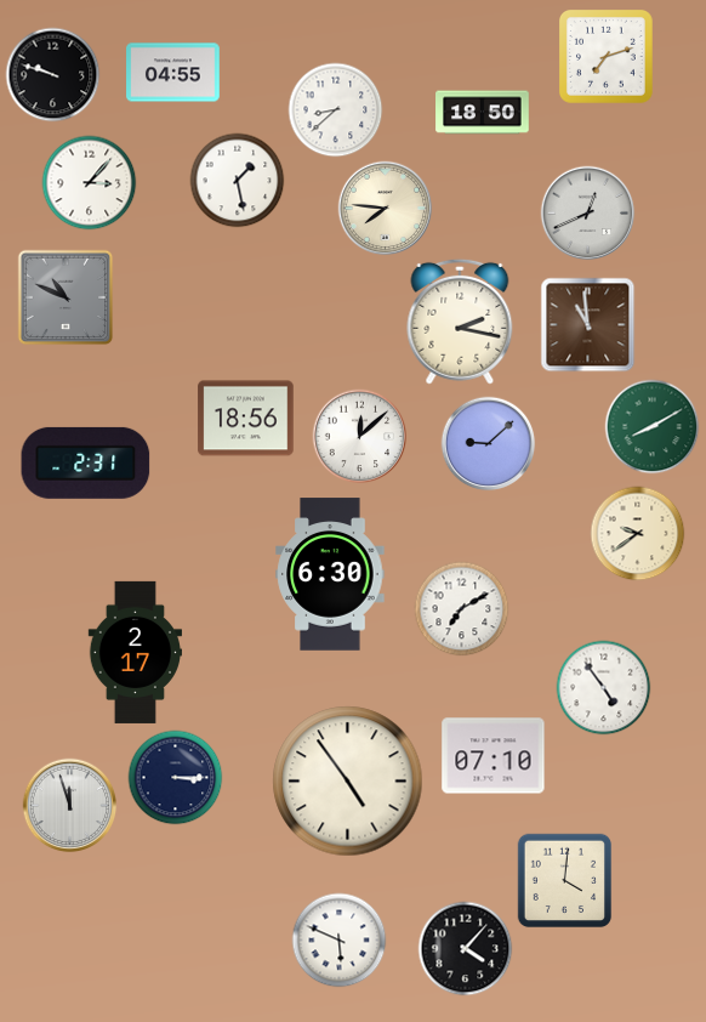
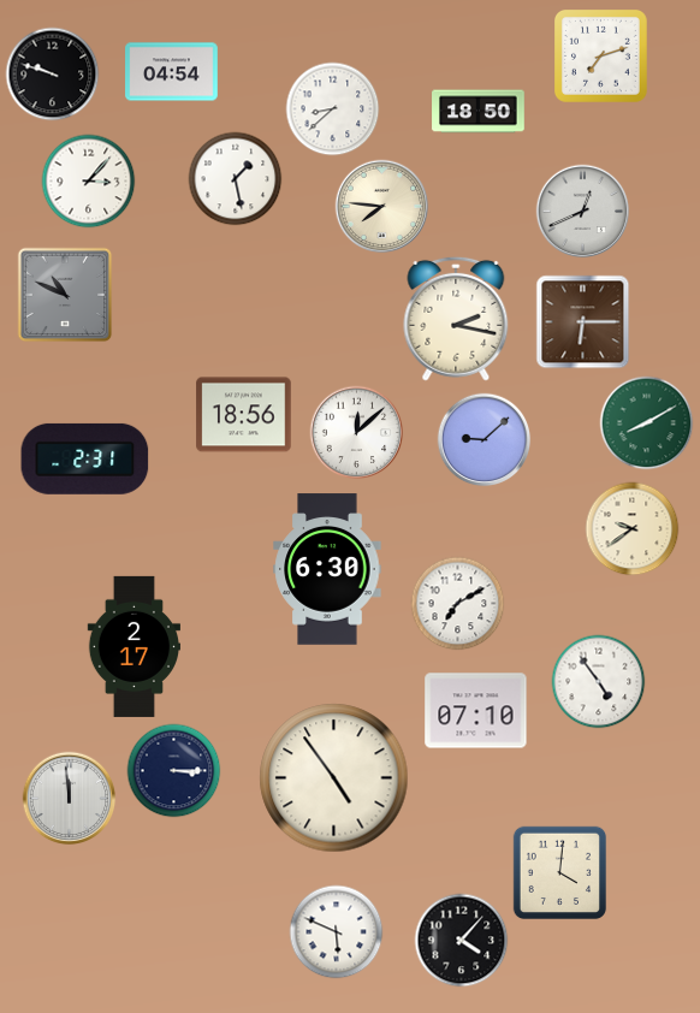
clock at (173, 73): 04:55 -> 04:54
clock at (587, 324): 10:59 -> 6:15
clock at (494, 756) position: (494, 756) -> (476, 711)
clock at (348, 782) position: (348, 782) -> (334, 778)
clock at (69, 805): 11:57 -> 11:59
